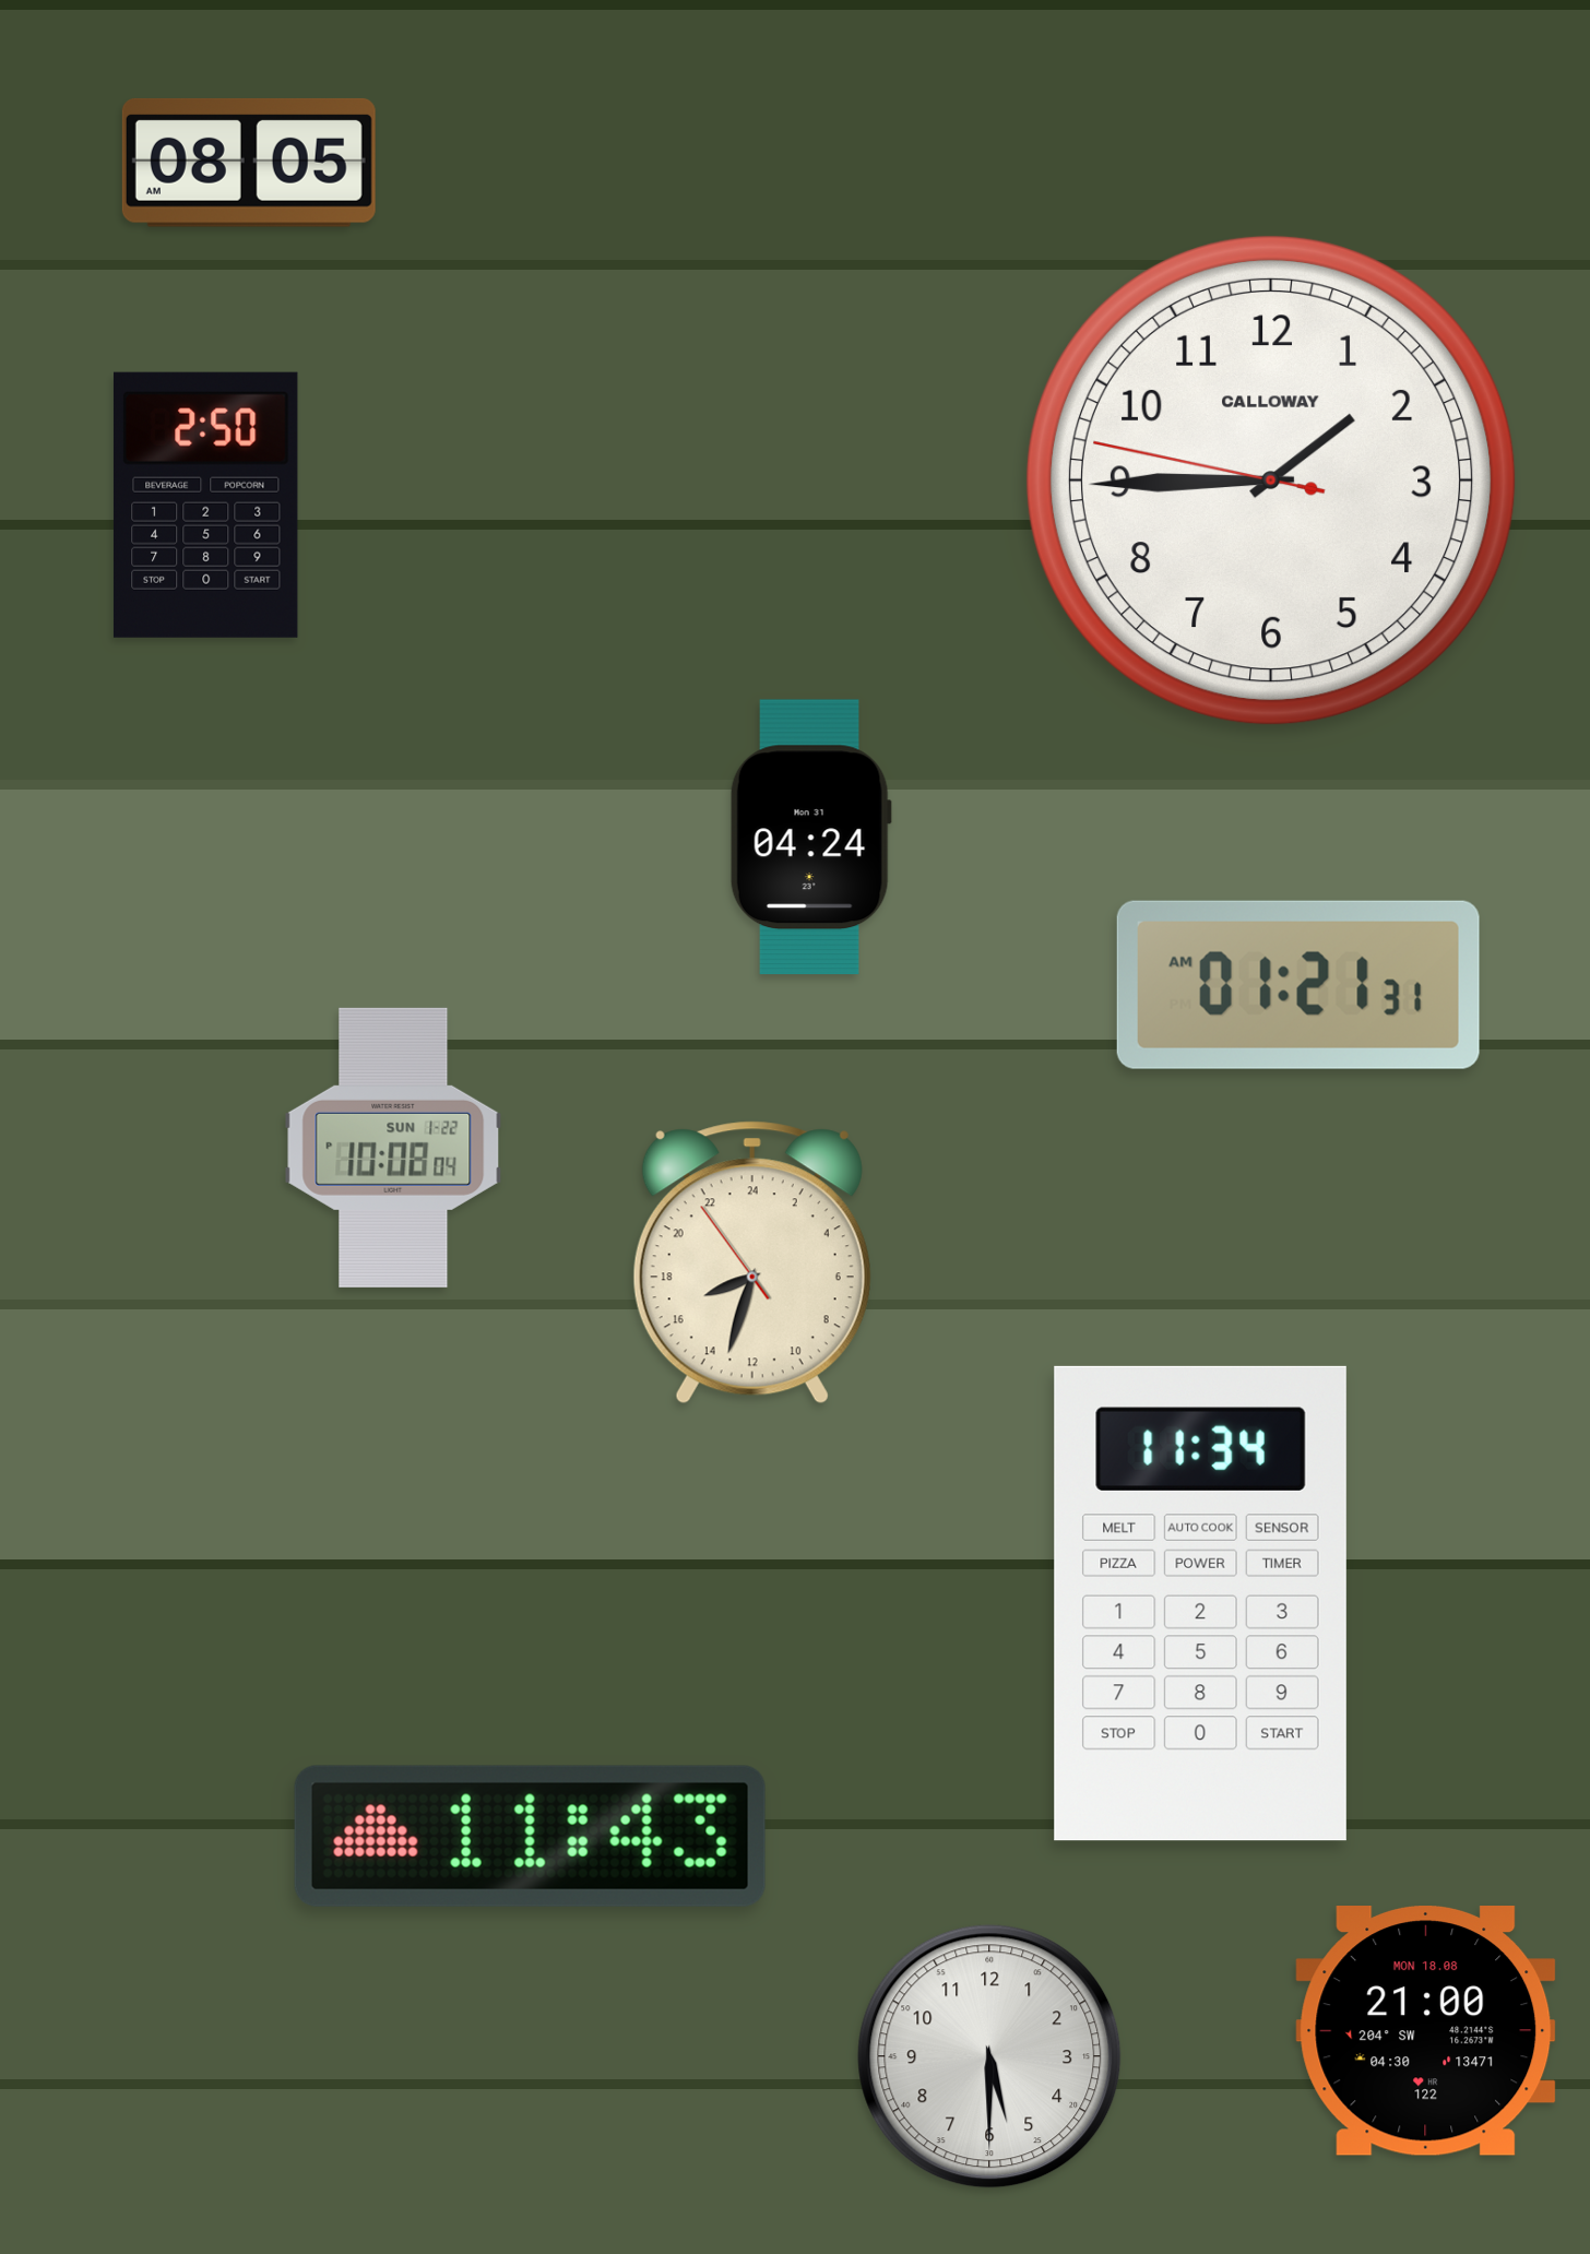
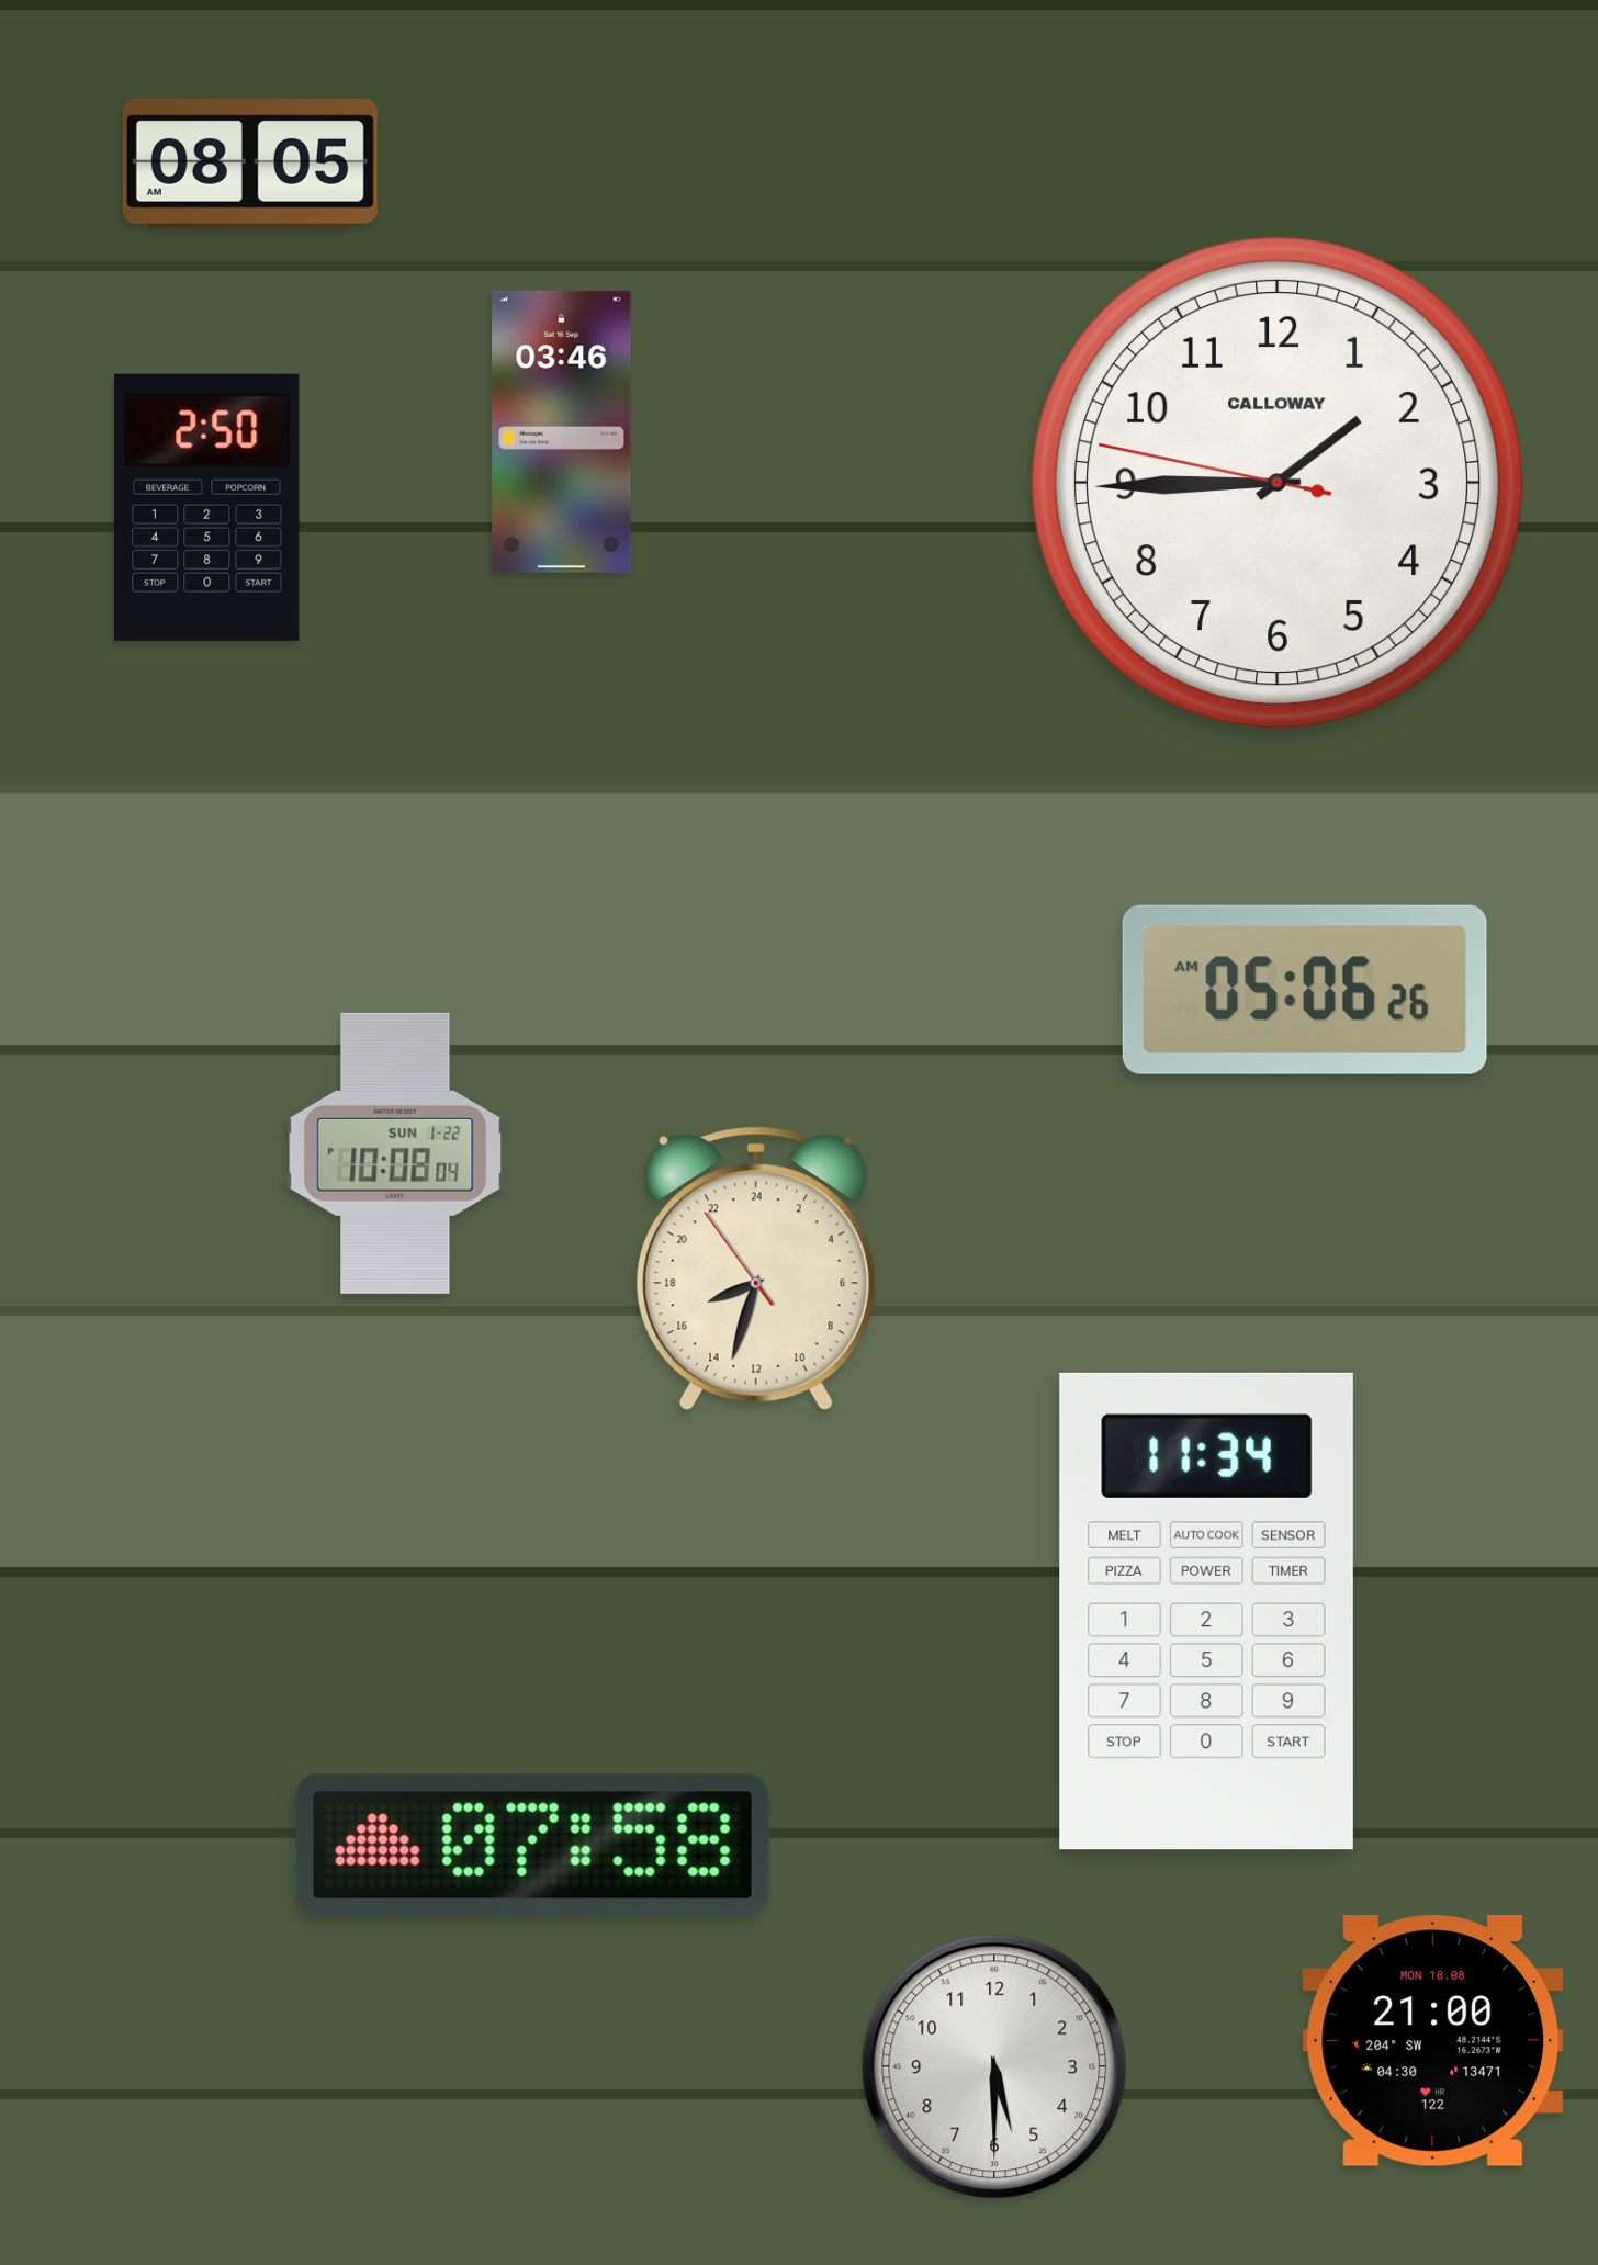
clock at (562, 431): none -> 03:46
clock at (810, 838): 04:24 -> none
clock at (1298, 985): 01:21 -> 05:06
clock at (530, 1836): 11:43 -> 07:58
